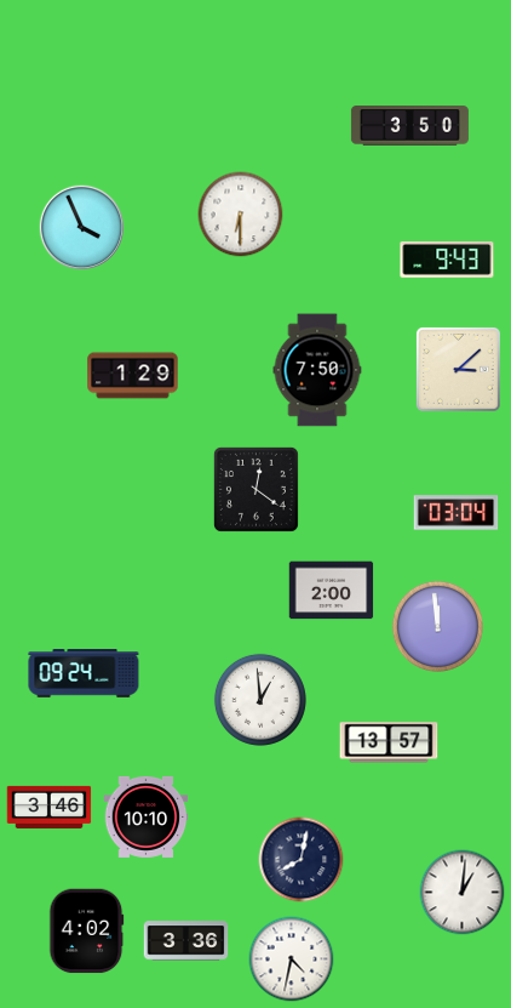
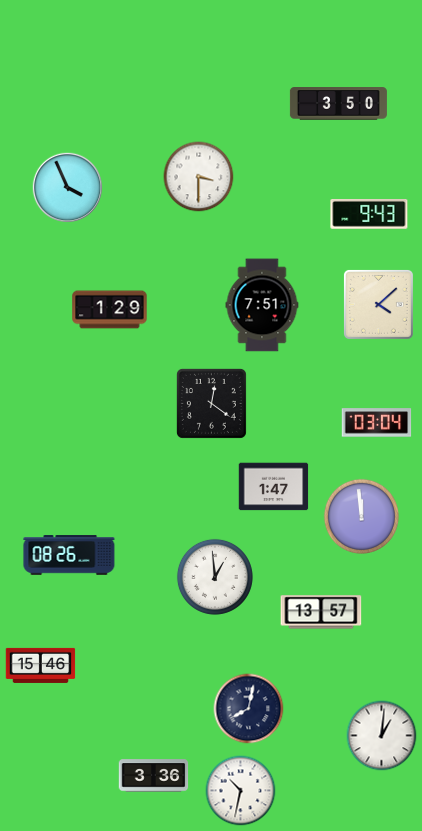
clock at (241, 215): 6:30 -> 3:30
clock at (458, 369): 3:08 -> 4:08
clock at (317, 370): 7:50 -> 7:51
clock at (332, 591): 2:00 -> 1:47
clock at (84, 673): 09:24 -> 08:26
clock at (50, 807): 3:46 -> 15:46
clock at (147, 816): 10:10 -> none
clock at (87, 932): 4:02 -> none
clock at (292, 959): 4:32 -> 10:32
